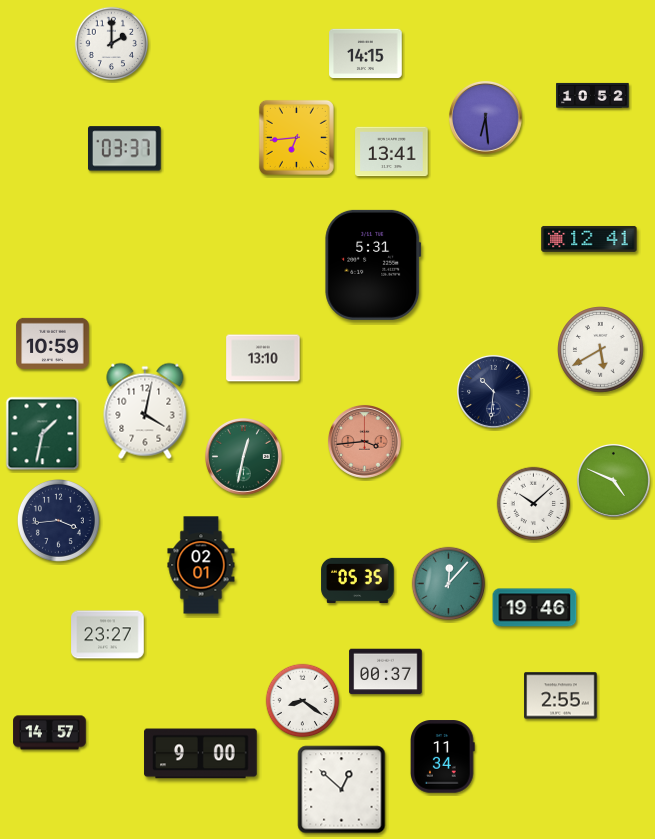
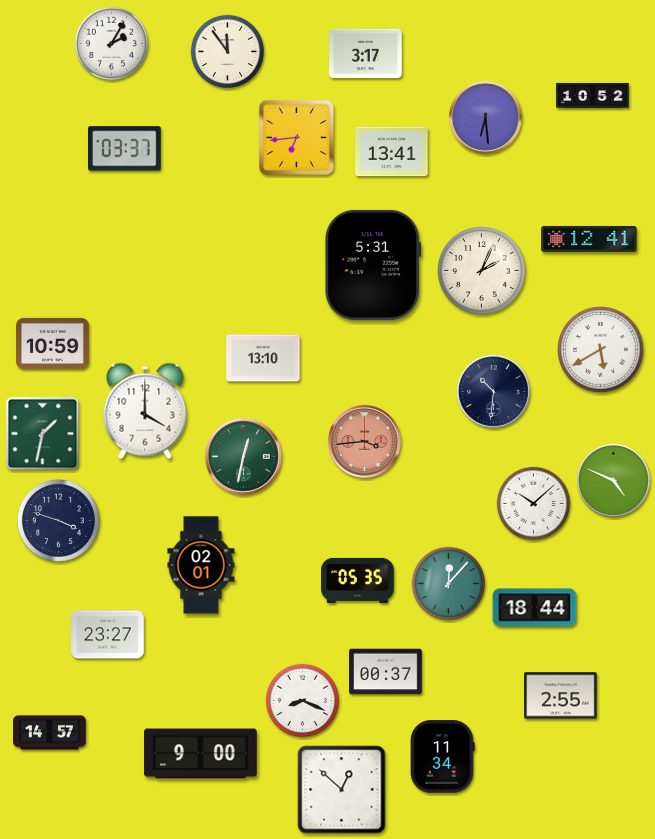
clock at (112, 44): 2:00 -> 2:05
clock at (228, 52): none -> 11:54
clock at (366, 54): 14:15 -> 3:17
clock at (482, 271): none -> 2:04
clock at (145, 411): 4:02 -> 4:00
clock at (58, 520): 3:44 -> 3:48
clock at (535, 608): 19:46 -> 18:44
clock at (303, 701): 8:21 -> 8:19
